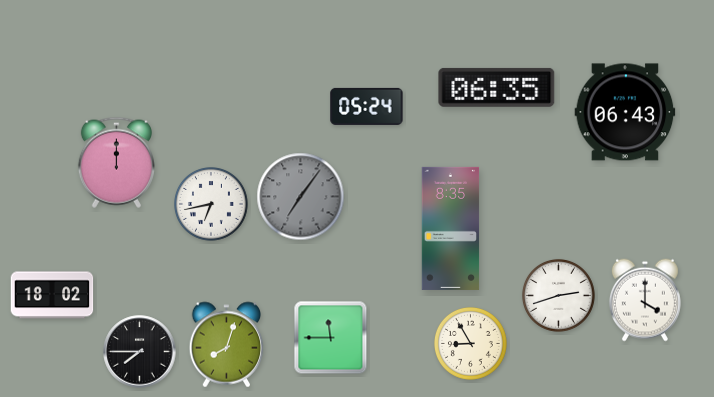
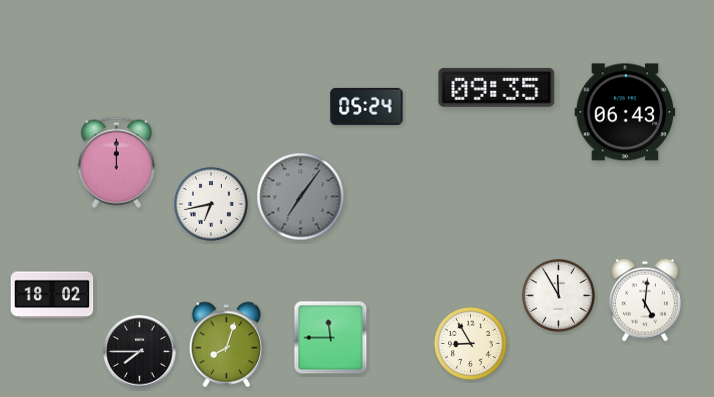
clock at (497, 87): 06:35 -> 09:35
clock at (451, 228): 8:35 -> none
clock at (558, 295): 2:42 -> 11:55
clock at (645, 300): 4:00 -> 5:01
